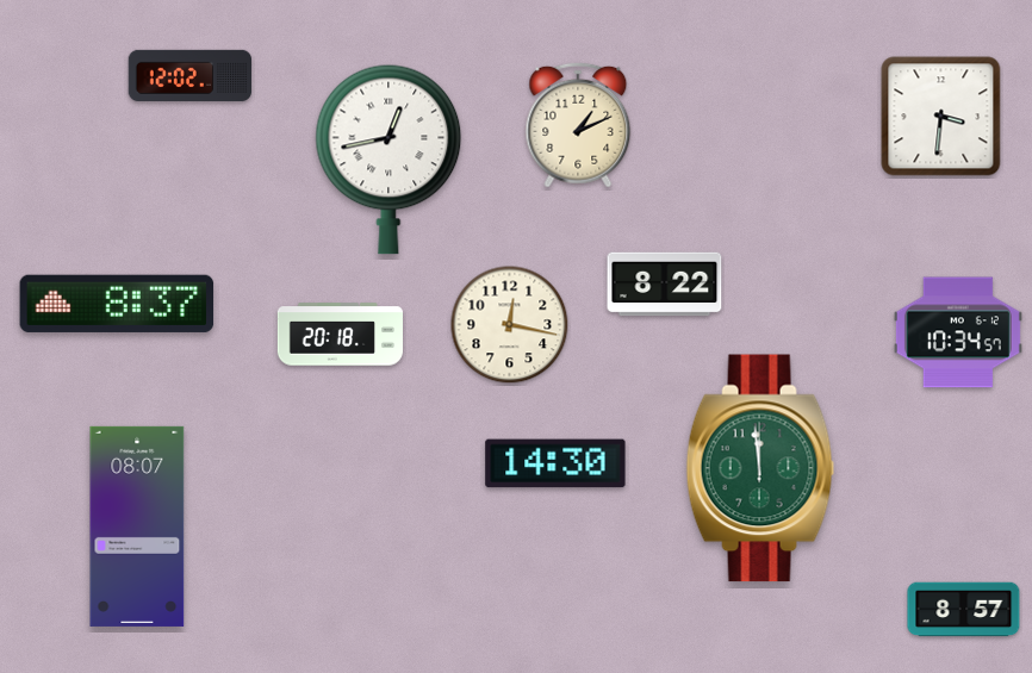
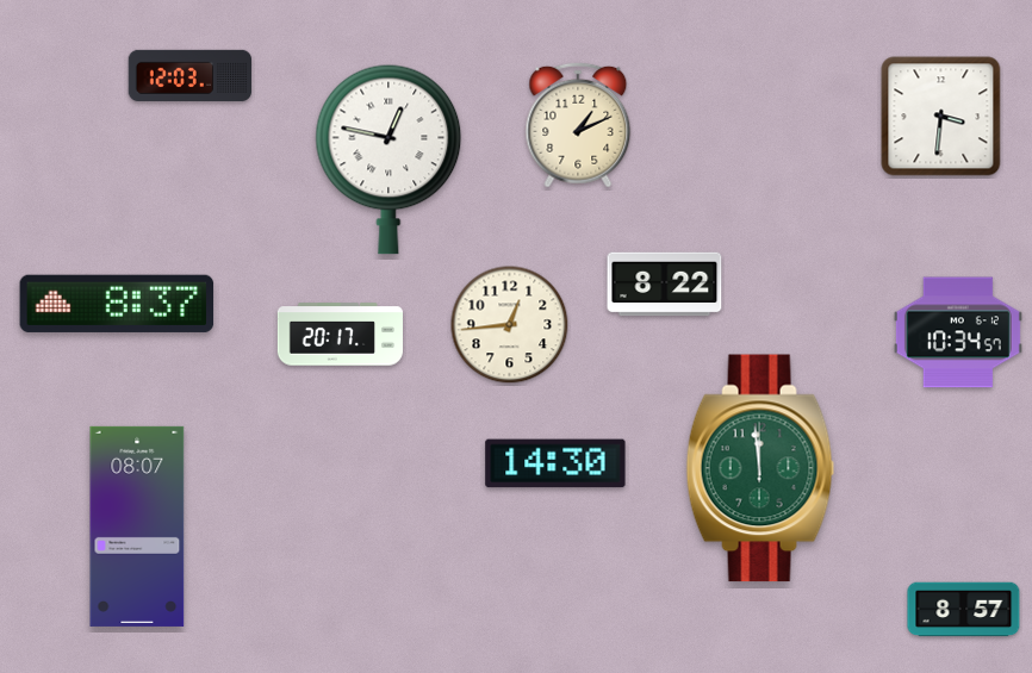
clock at (191, 75): 12:02 -> 12:03
clock at (388, 160): 12:43 -> 12:47
clock at (510, 325): 12:17 -> 12:44
clock at (340, 335): 20:18 -> 20:17
